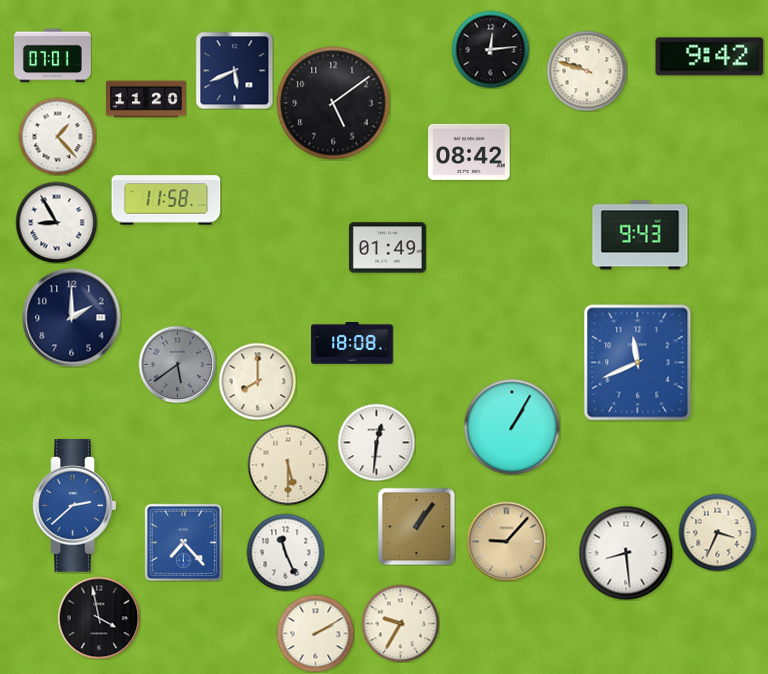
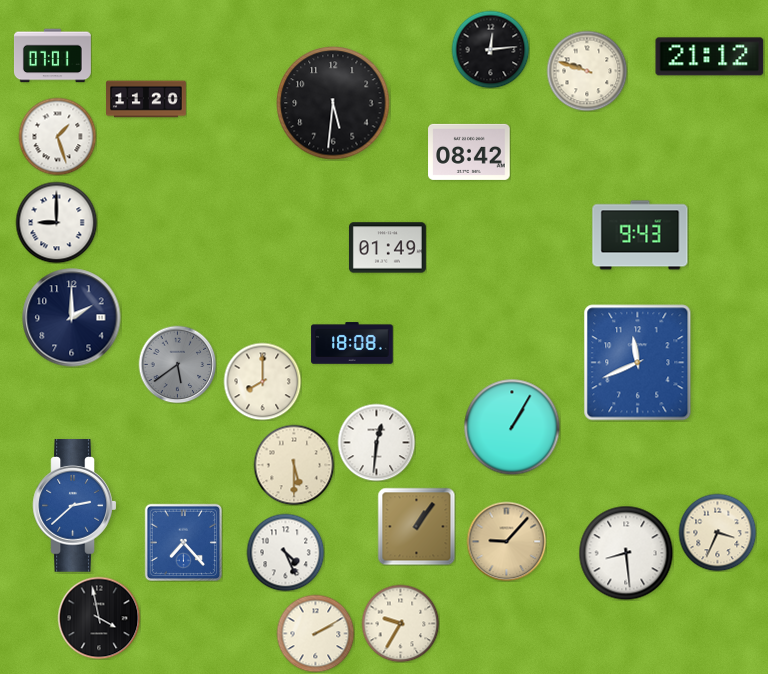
clock at (710, 57): 9:42 -> 21:12
clock at (234, 70): 5:41 -> none
clock at (333, 103): 5:09 -> 5:31
clock at (57, 136): 1:23 -> 1:27
clock at (166, 200): 11:58 -> none
clock at (56, 222): 8:55 -> 9:00
clock at (257, 381) position: (257, 381) -> (262, 381)
clock at (288, 465) position: (288, 465) -> (294, 465)
clock at (285, 552): 11:26 -> 4:26
